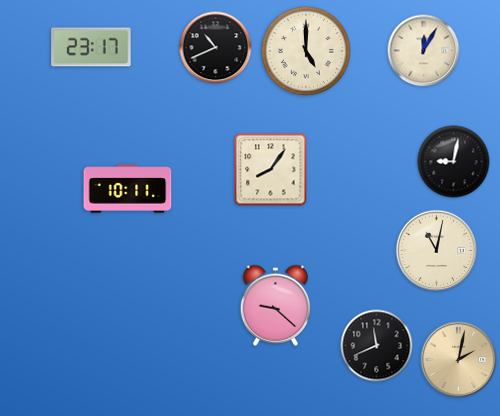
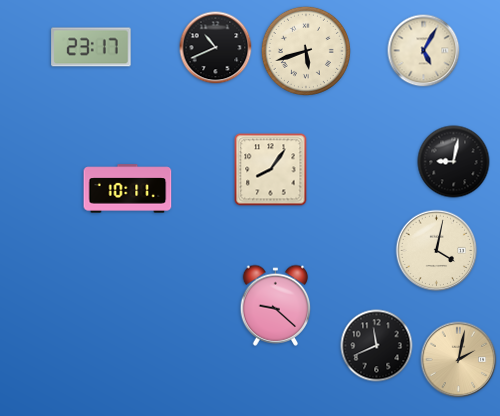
clock at (306, 51): 5:00 -> 5:42
clock at (424, 51): 12:05 -> 5:05
clock at (437, 251): 11:02 -> 4:02
